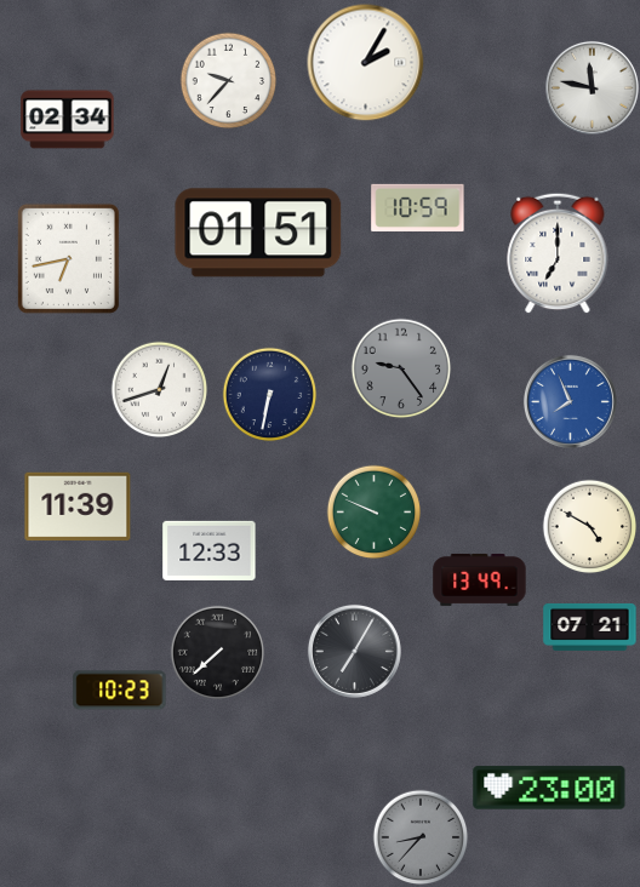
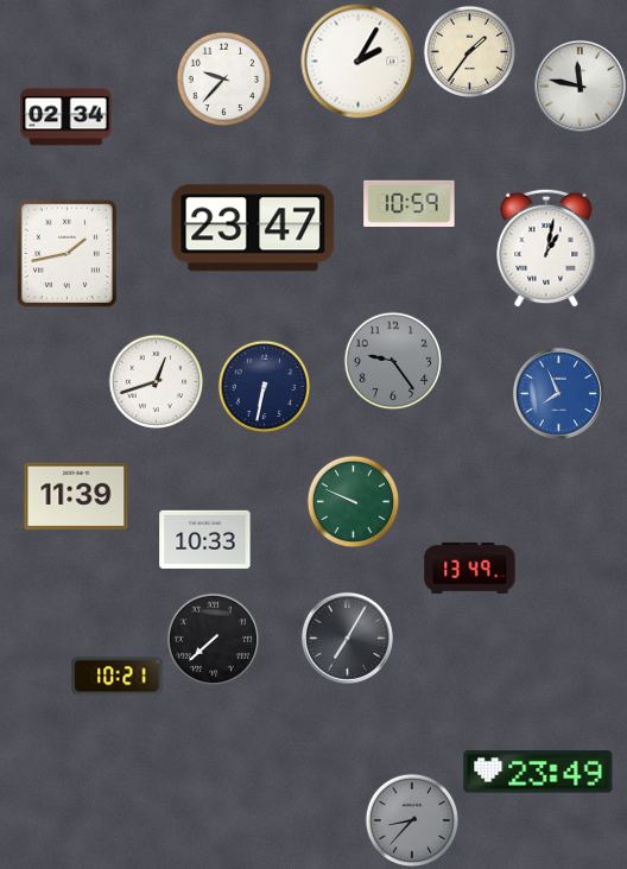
clock at (469, 51): none -> 1:36
clock at (258, 233): 01:51 -> 23:47
clock at (558, 253): 7:00 -> 1:02
clock at (68, 258): 6:43 -> 1:43
clock at (373, 511) position: (373, 511) -> (353, 501)
clock at (589, 526): 4:50 -> none
clock at (210, 550): 12:33 -> 10:33
clock at (590, 626): 07:21 -> none
clock at (120, 691): 10:23 -> 10:21
clock at (549, 788): 23:00 -> 23:49
